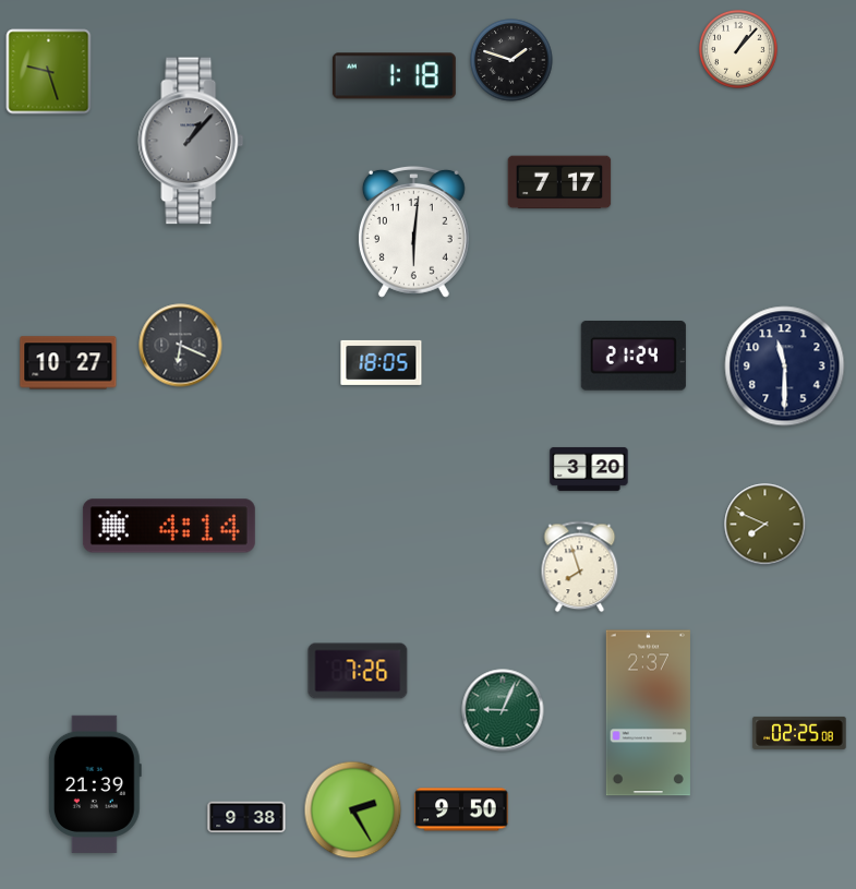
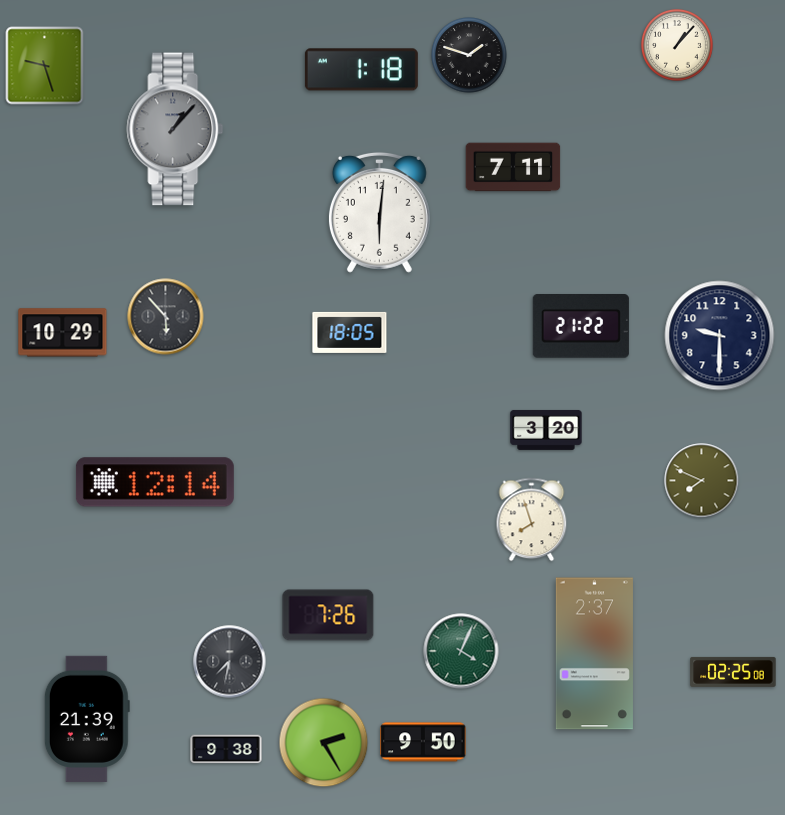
clock at (559, 182): 7:17 -> 7:11
clock at (181, 346): 6:19 -> 5:53
clock at (634, 357): 21:24 -> 21:22
clock at (69, 363): 10:27 -> 10:29
clock at (785, 367): 11:30 -> 9:30
clock at (589, 469) position: (589, 469) -> (546, 430)
clock at (169, 526): 4:14 -> 12:14
clock at (503, 710): 9:04 -> 4:04
clock at (230, 662): none -> 7:32
